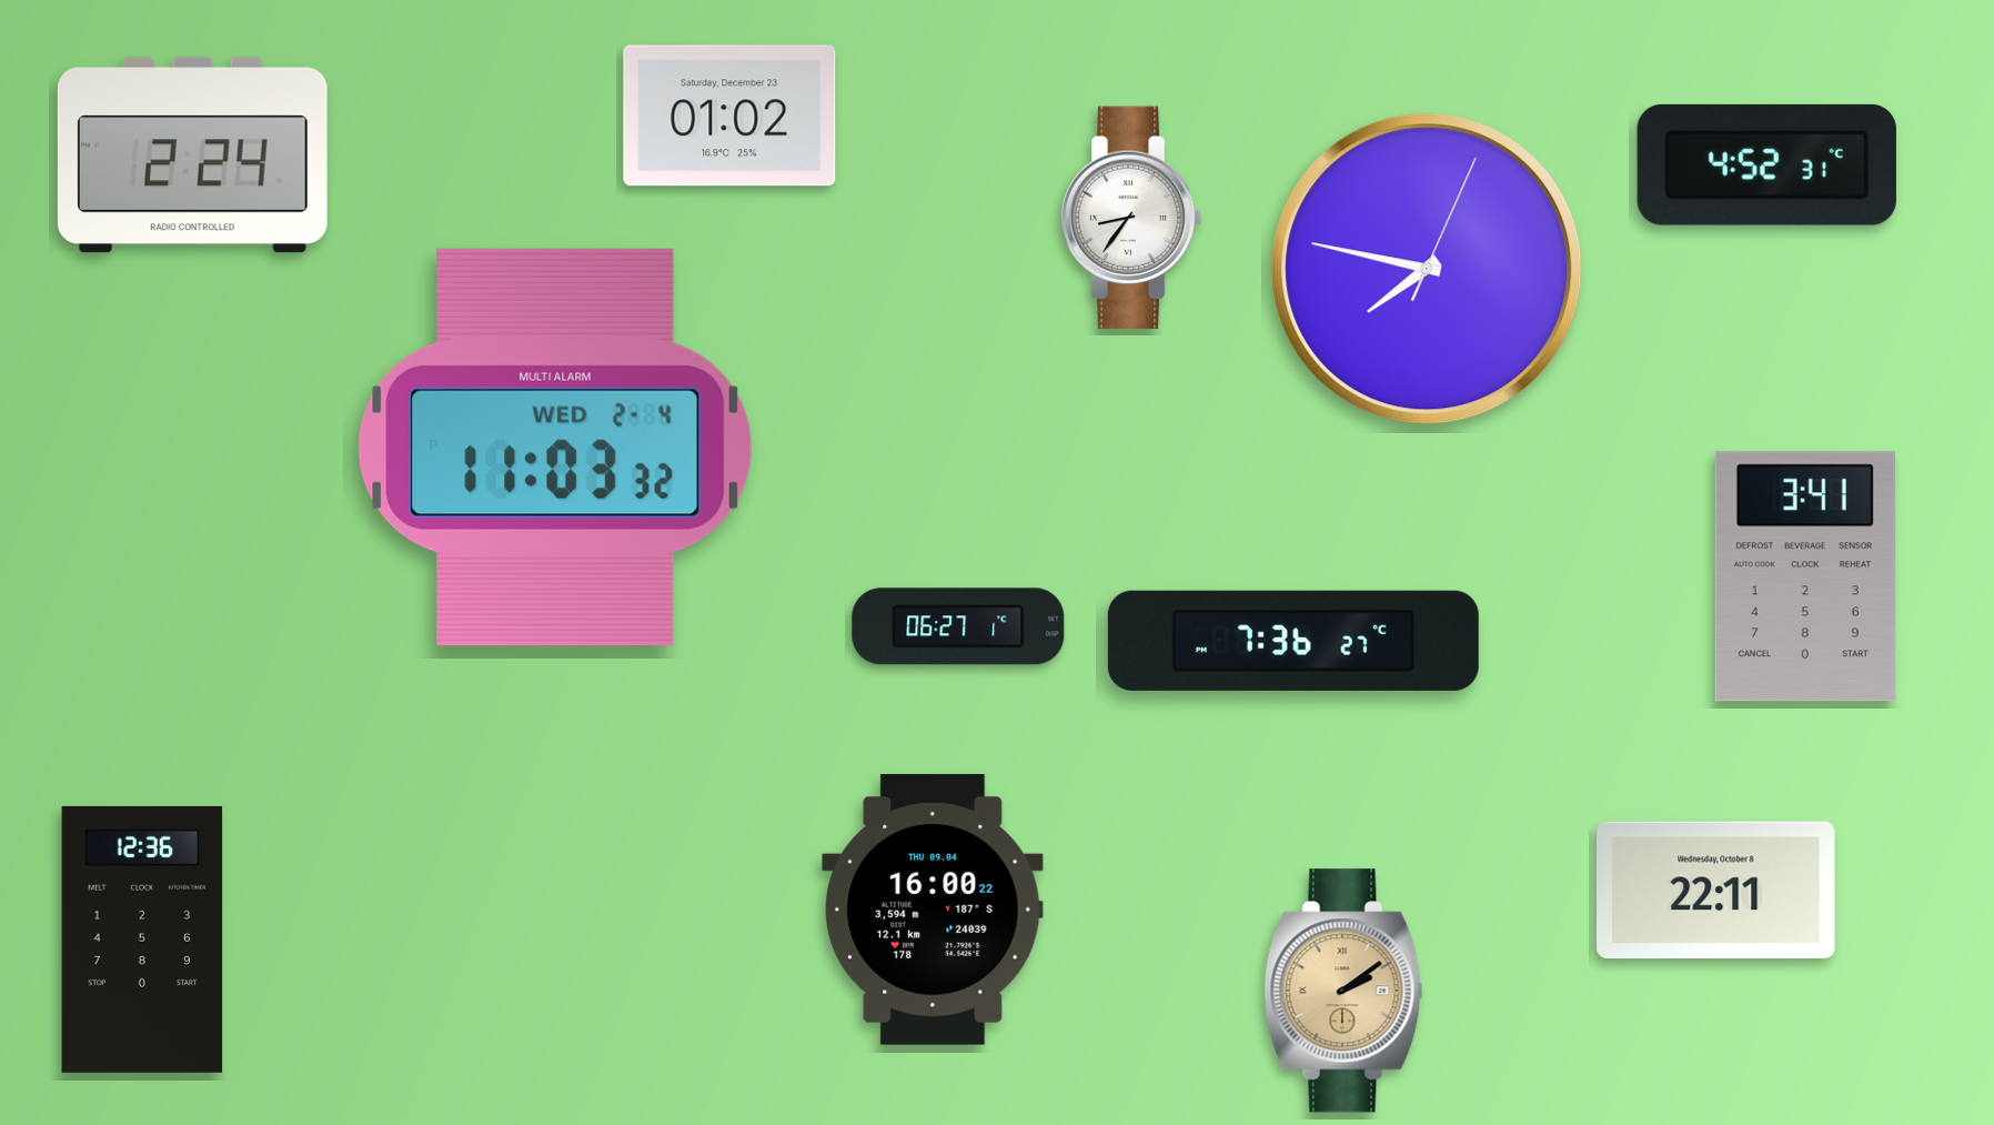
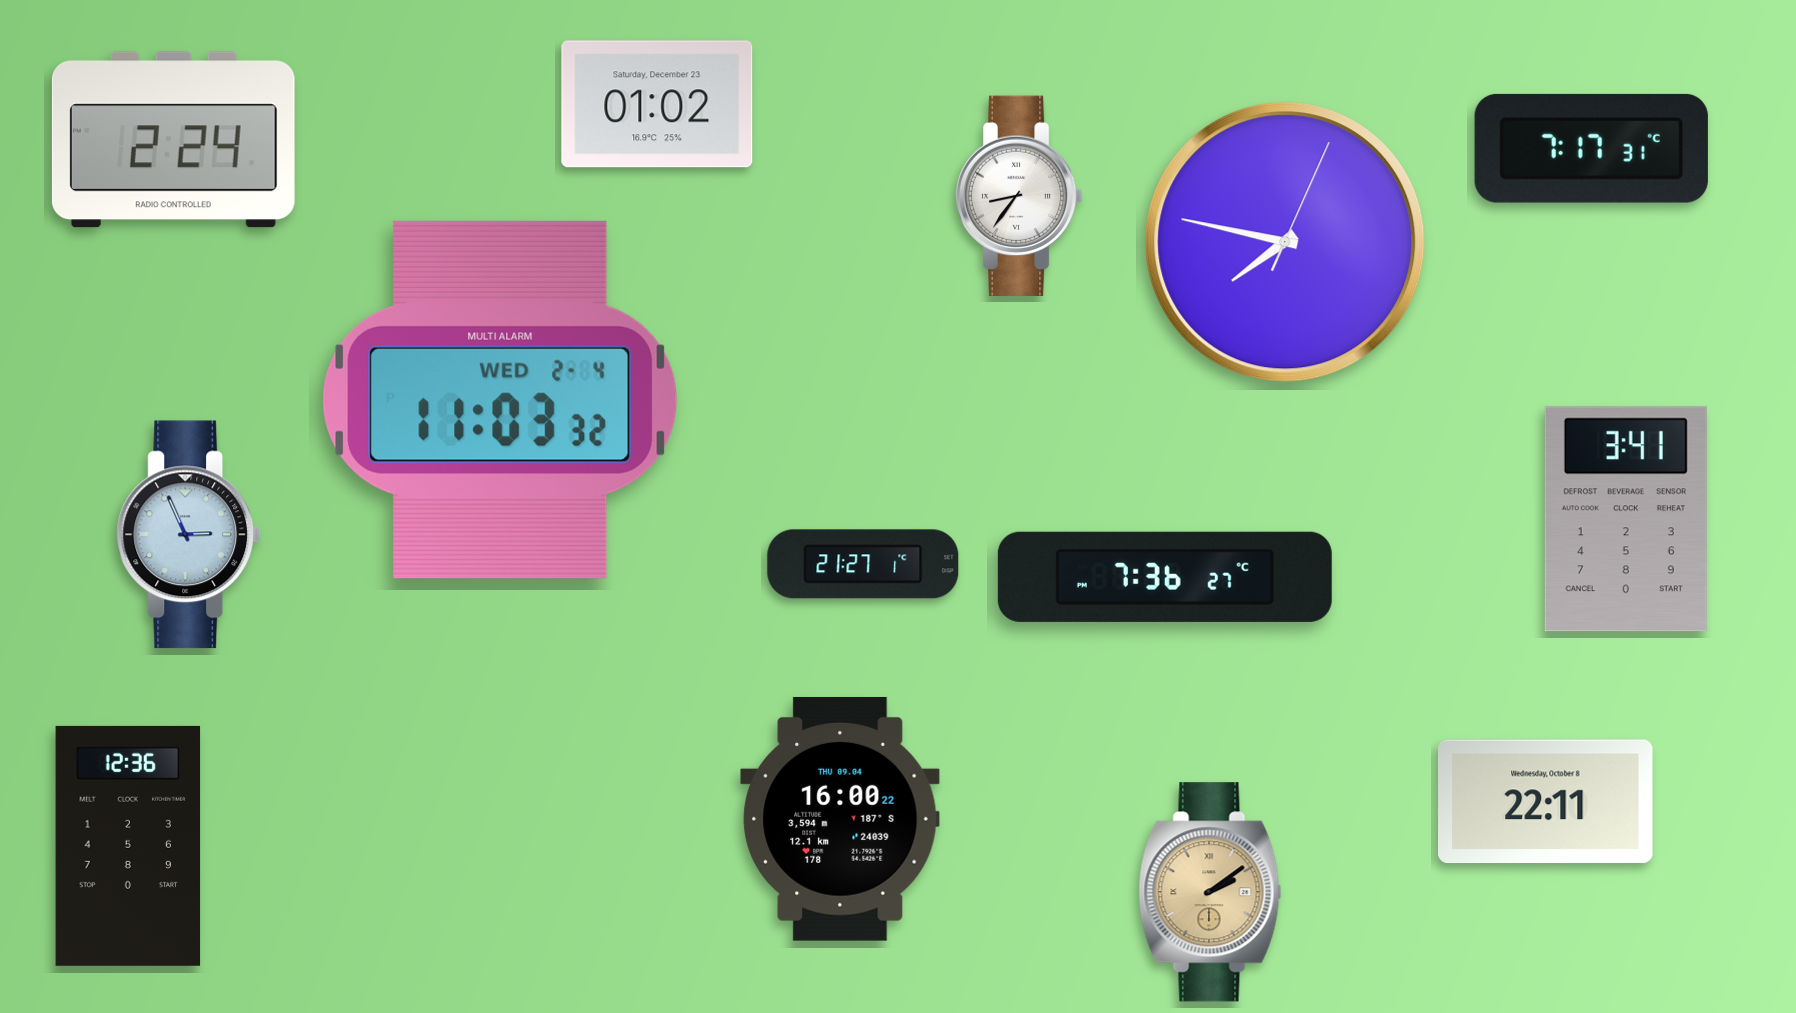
clock at (1766, 164): 4:52 -> 7:17
clock at (555, 448) position: (555, 448) -> (500, 400)
clock at (189, 535): none -> 2:56
clock at (958, 626): 06:27 -> 21:27
